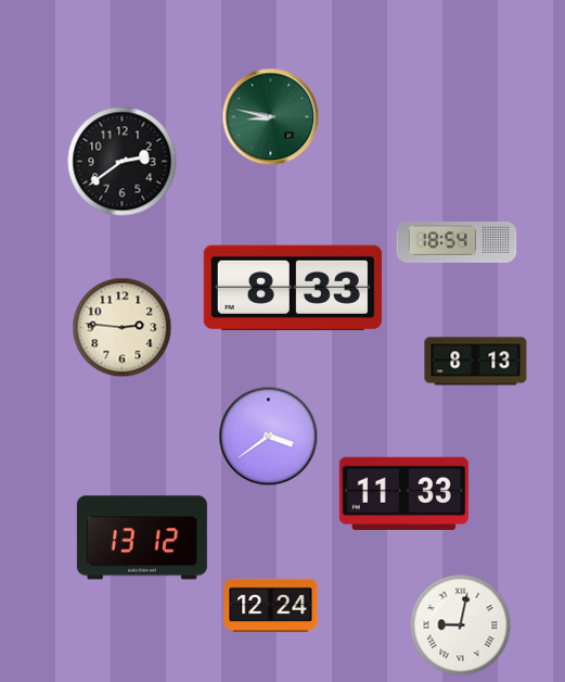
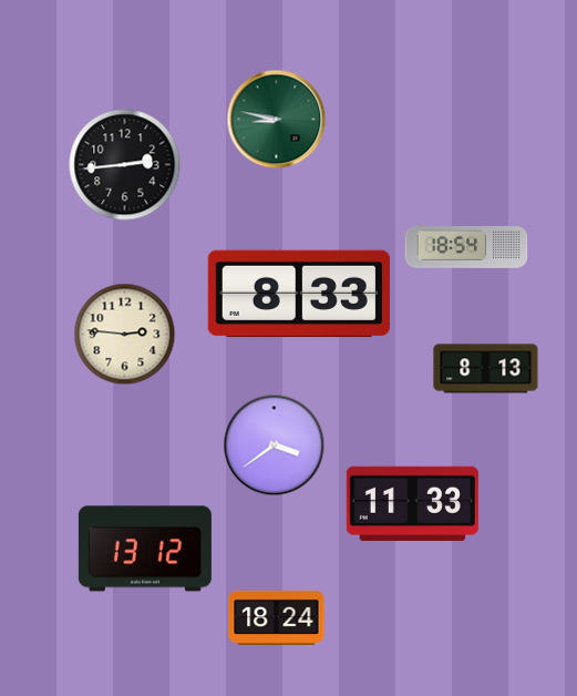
clock at (123, 162): 2:39 -> 2:44
clock at (271, 605): 12:24 -> 18:24
clock at (460, 624): 9:02 -> none
